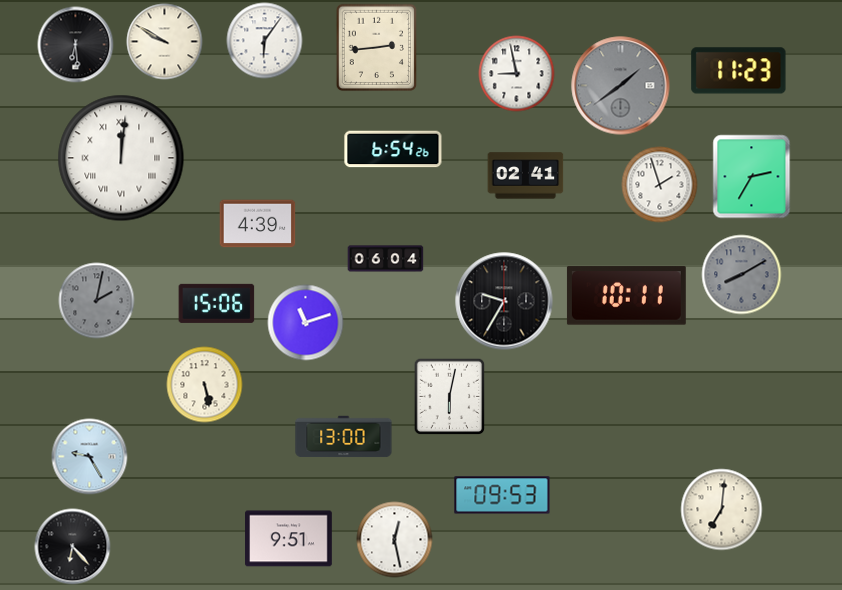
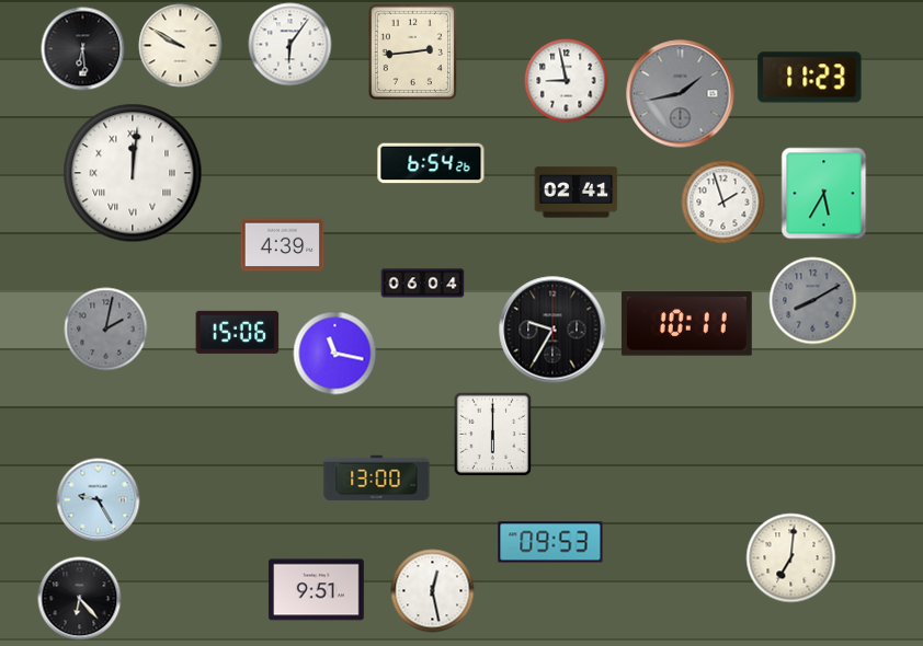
clock at (621, 86): 1:39 -> 1:43
clock at (752, 177): 2:35 -> 5:35
clock at (306, 323): 11:12 -> 11:17
clock at (205, 385): 5:28 -> none
clock at (450, 396): 6:02 -> 6:00
